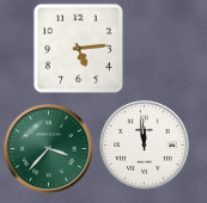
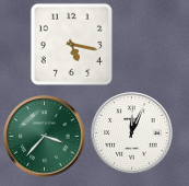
clock at (78, 48): 5:14 -> 5:17
clock at (145, 146): 11:59 -> 12:04
